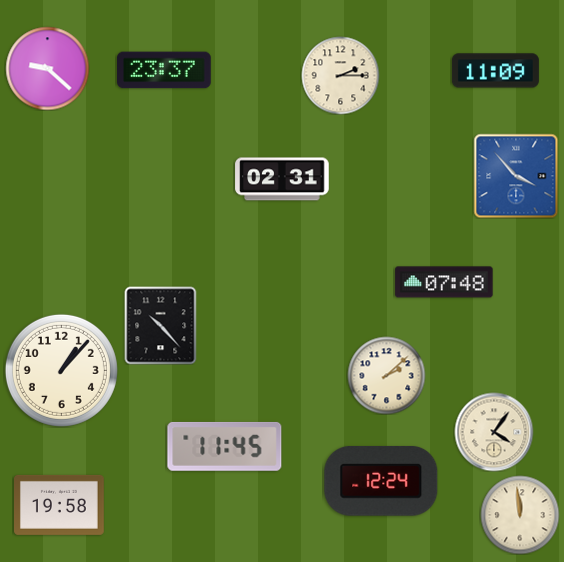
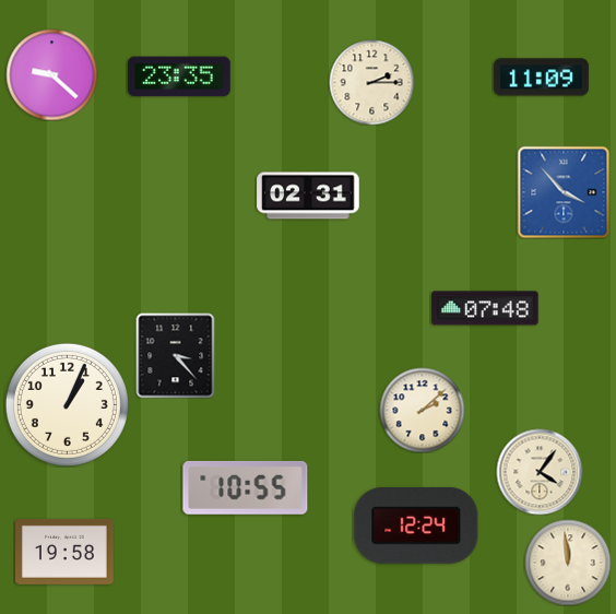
clock at (164, 70): 23:37 -> 23:35
clock at (161, 325): 10:23 -> 3:23
clock at (61, 370): 1:07 -> 1:04
clock at (225, 446): 11:45 -> 10:55
